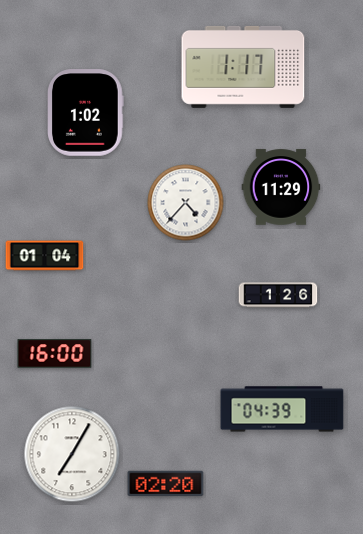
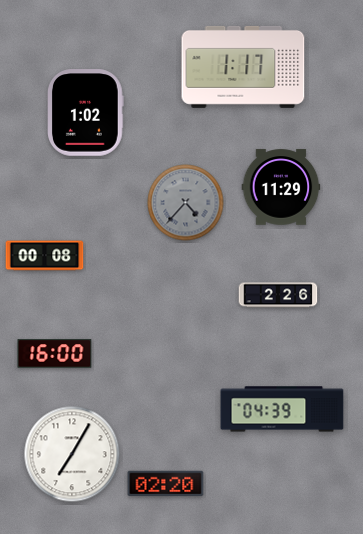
clock at (186, 203) dial: white -> grey
clock at (45, 256): 01:04 -> 00:08
clock at (278, 295): 1:26 -> 2:26
